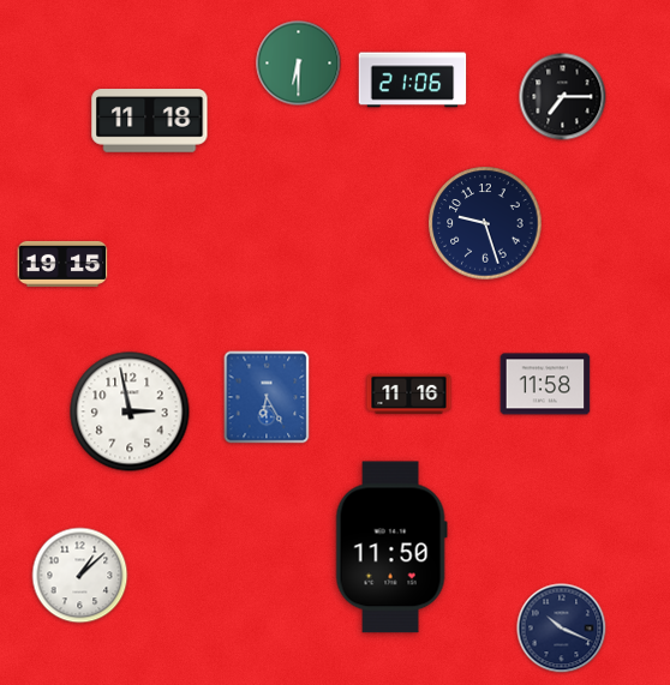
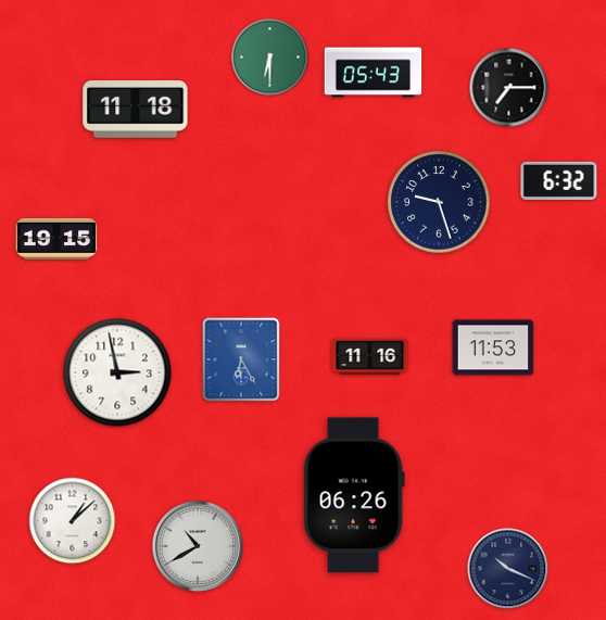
clock at (413, 80): 21:06 -> 05:43
clock at (559, 180): none -> 6:32
clock at (545, 384): 11:58 -> 11:53
clock at (391, 547): 11:50 -> 06:26
clock at (198, 546): none -> 10:40
